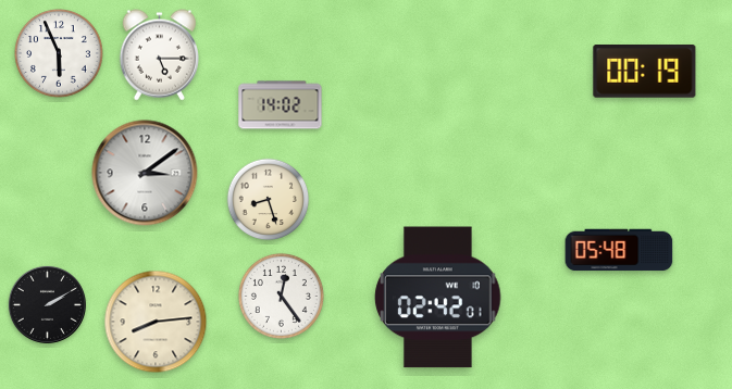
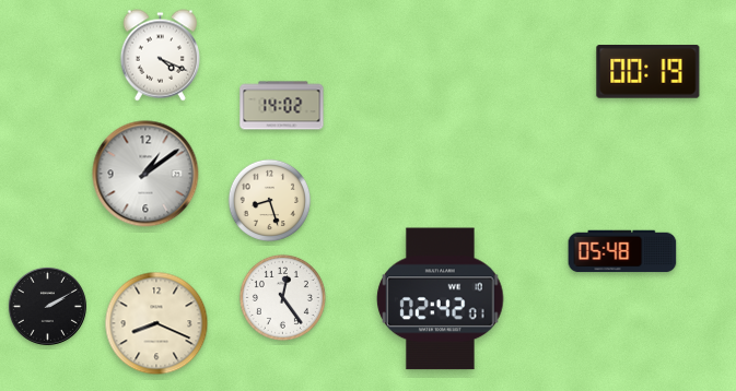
clock at (60, 54): 5:56 -> none
clock at (159, 55): 5:15 -> 4:19
clock at (145, 173): 3:09 -> 1:09
clock at (156, 322): 8:14 -> 8:19
